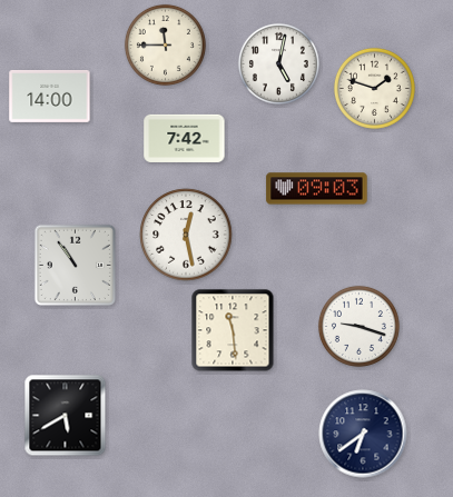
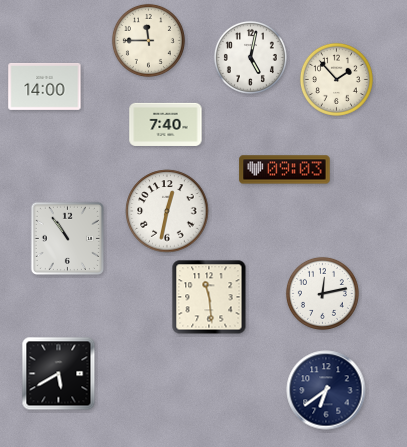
clock at (374, 88): 1:48 -> 1:53
clock at (185, 138): 7:42 -> 7:40
clock at (186, 235): 12:28 -> 12:32
clock at (358, 326): 9:18 -> 12:13
